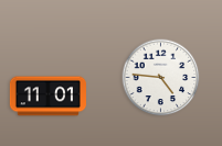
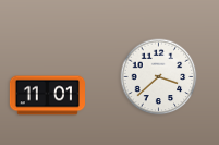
clock at (161, 78): 4:46 -> 3:38
